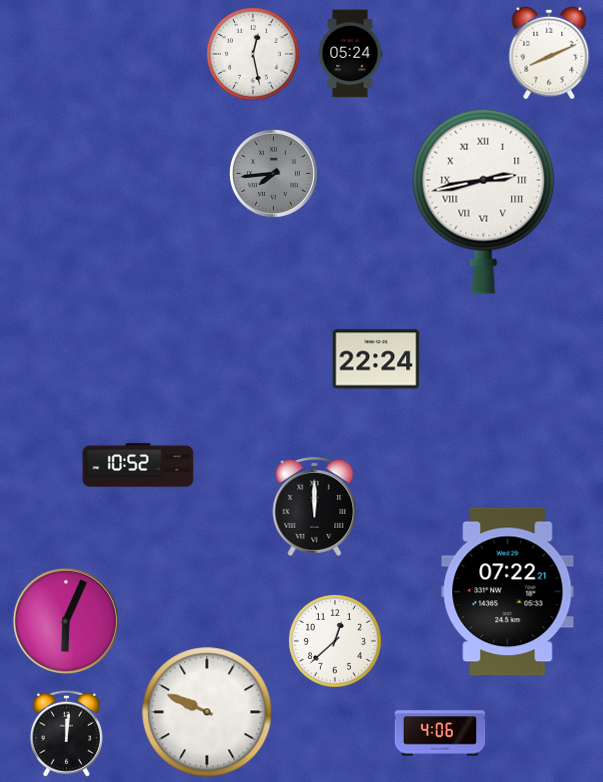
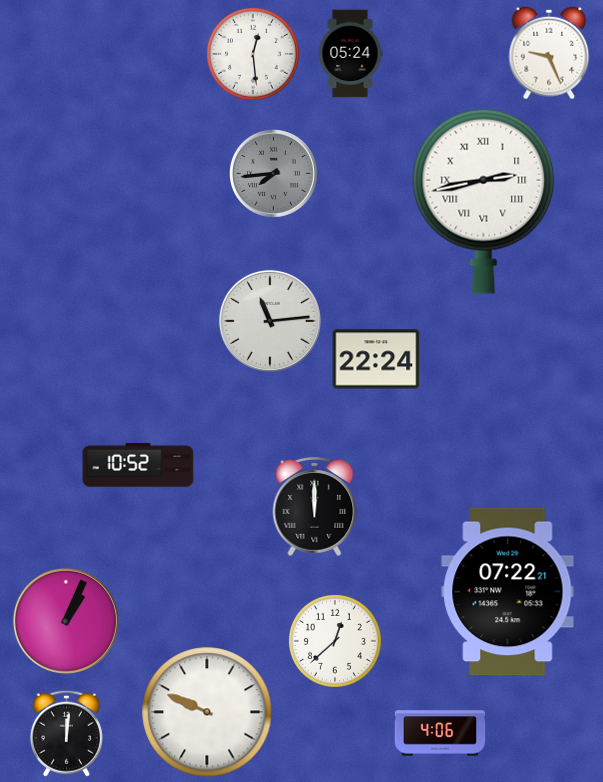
clock at (549, 53): 8:11 -> 9:26
clock at (253, 54): 12:28 -> 12:29
clock at (270, 321): none -> 11:14
clock at (66, 621): 6:04 -> 1:04
